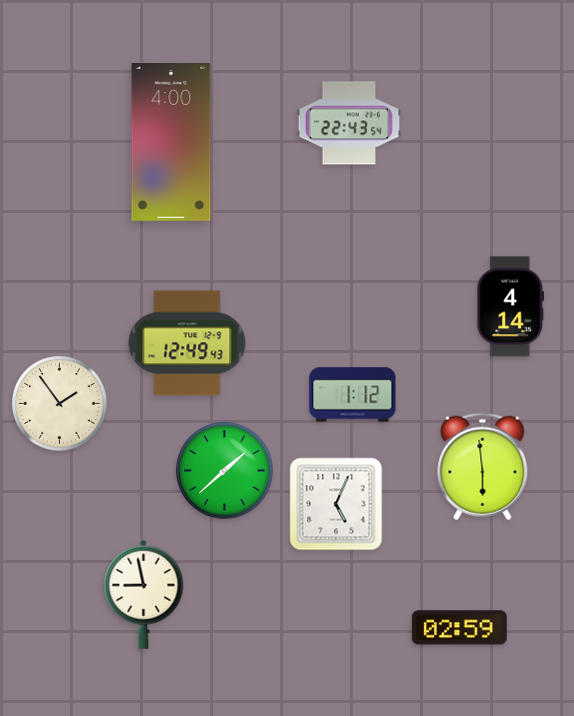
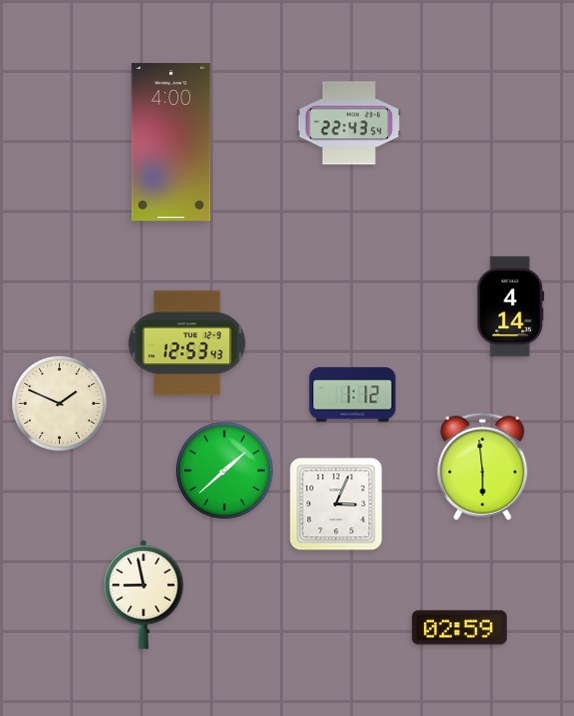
clock at (187, 343): 12:49 -> 12:53
clock at (60, 404): 1:54 -> 1:49
clock at (336, 504): 5:04 -> 3:04
